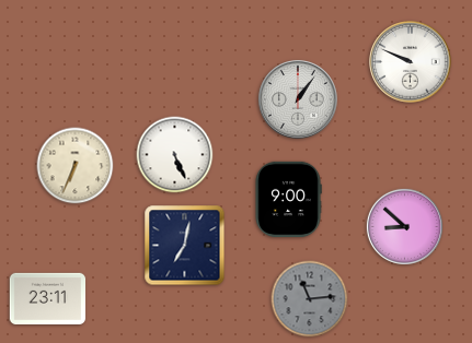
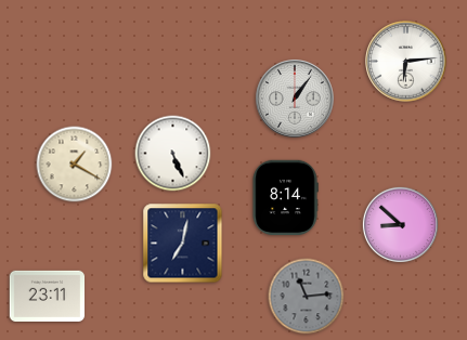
clock at (411, 62): 9:49 -> 6:14
clock at (76, 166): 6:34 -> 1:20
clock at (288, 200): 9:00 -> 8:14
